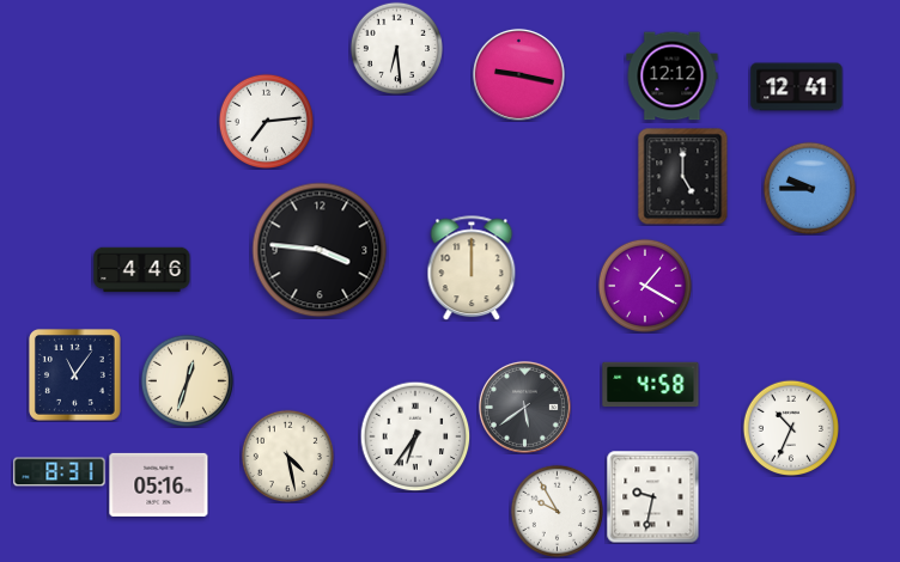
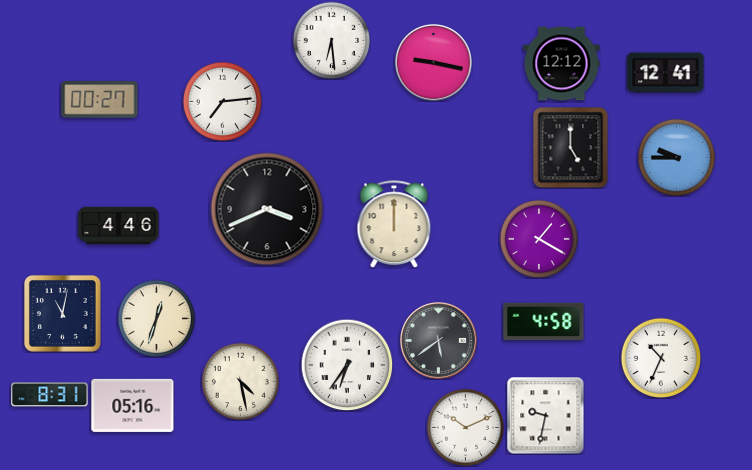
clock at (100, 100): none -> 00:27
clock at (320, 250): 3:46 -> 3:41
clock at (74, 374): 11:06 -> 11:02
clock at (557, 511): 9:55 -> 10:11
